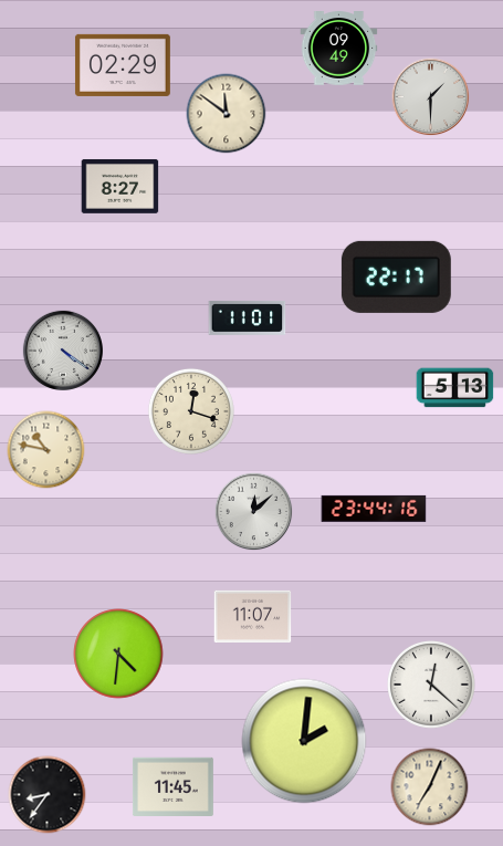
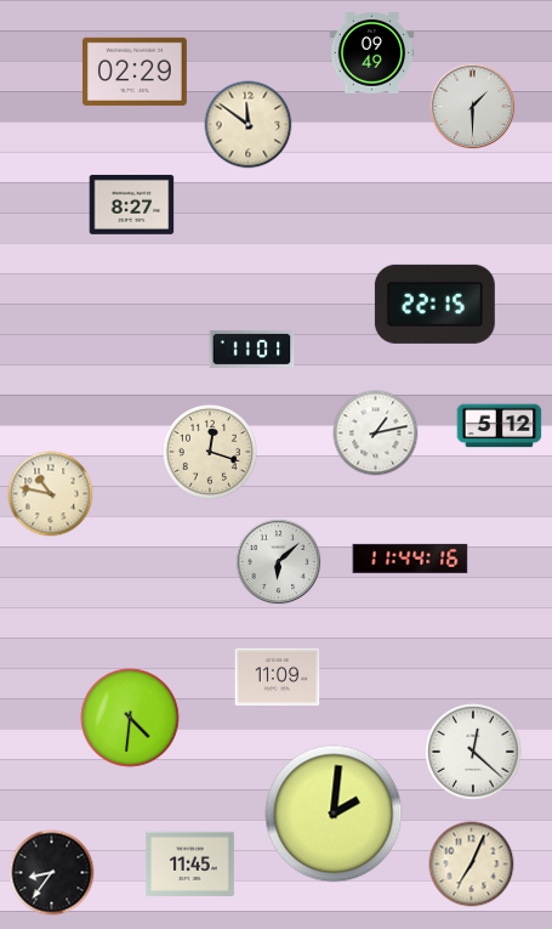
clock at (396, 276): 22:17 -> 22:15
clock at (248, 317) position: (248, 317) -> (252, 349)
clock at (63, 351): 4:21 -> none
clock at (455, 388): 5:13 -> 5:12
clock at (376, 434): none -> 1:13
clock at (374, 509): 23:44 -> 11:44
clock at (254, 512): 12:08 -> 6:08
clock at (253, 616): 11:07 -> 11:09
